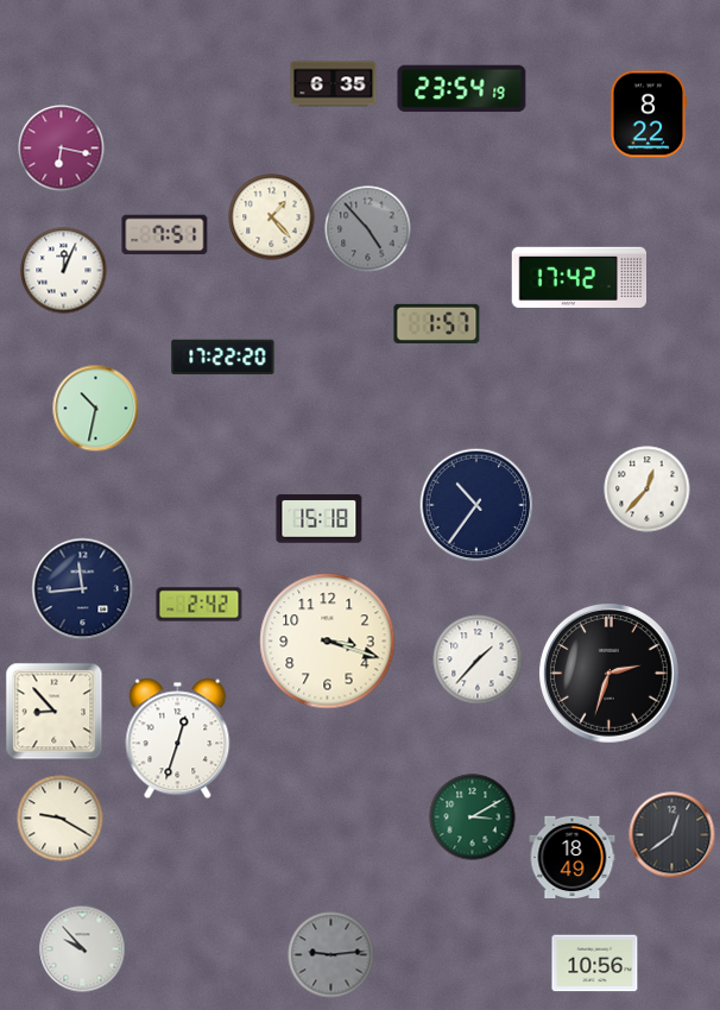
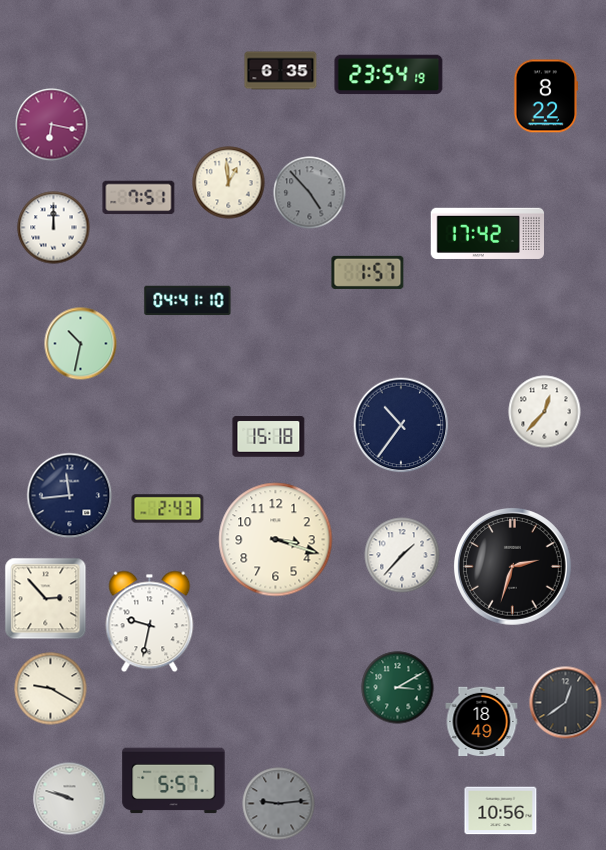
clock at (272, 217): 1:23 -> 12:59
clock at (64, 271): 12:04 -> 12:00
clock at (223, 358): 17:22 -> 04:41
clock at (200, 605): 2:42 -> 2:43
clock at (55, 712): 8:53 -> 2:53
clock at (178, 739): 12:33 -> 9:32
clock at (174, 781): none -> 5:57
clock at (83, 949): 9:53 -> 9:48
